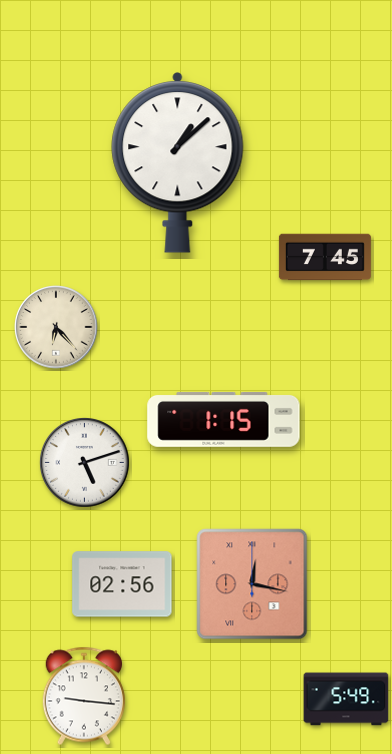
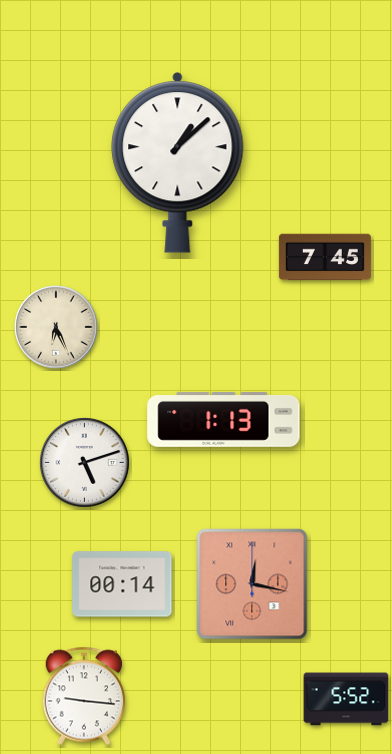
clock at (56, 327): 6:23 -> 6:26
clock at (224, 419): 1:15 -> 1:13
clock at (122, 584): 02:56 -> 00:14
clock at (346, 699): 5:49 -> 5:52
